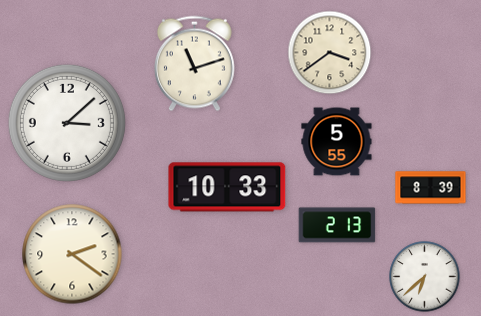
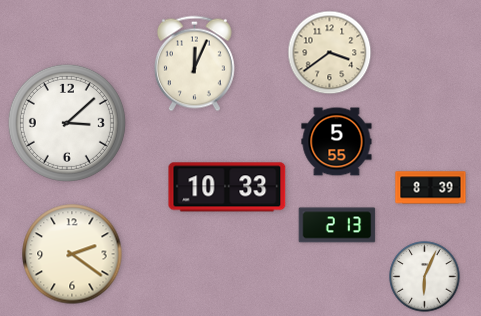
clock at (194, 64): 11:12 -> 12:04
clock at (425, 277): 6:38 -> 6:04
